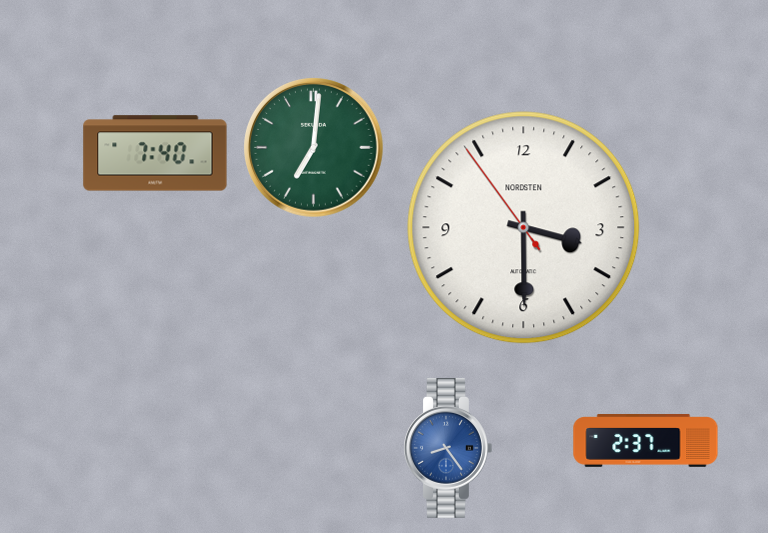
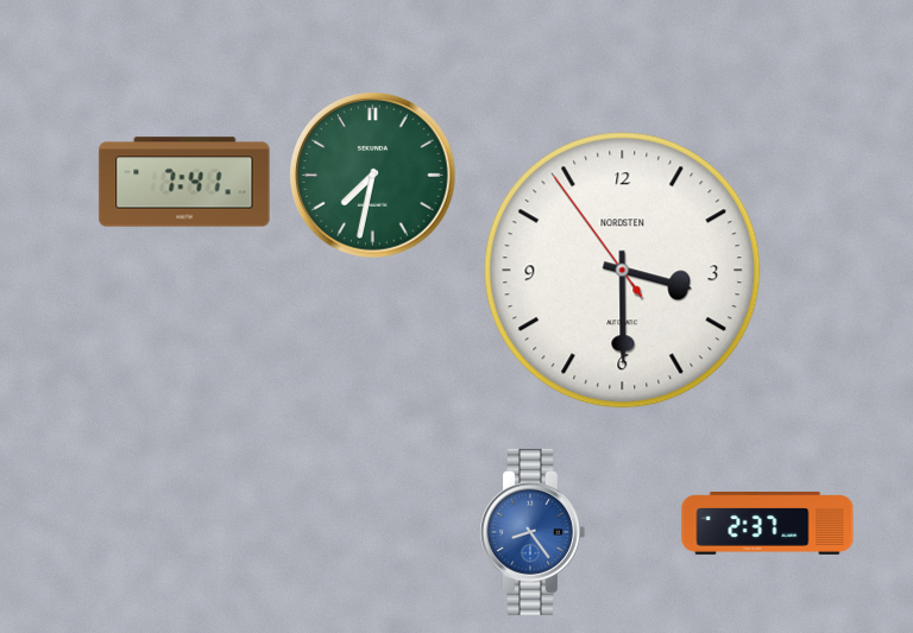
clock at (314, 148): 7:01 -> 7:32
clock at (155, 153): 7:40 -> 7:41
